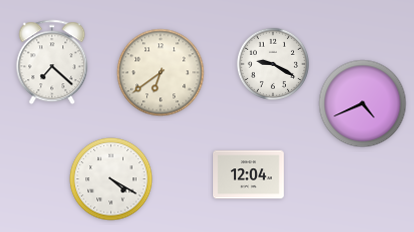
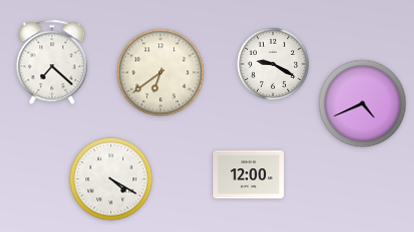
clock at (249, 175): 12:04 -> 12:00
